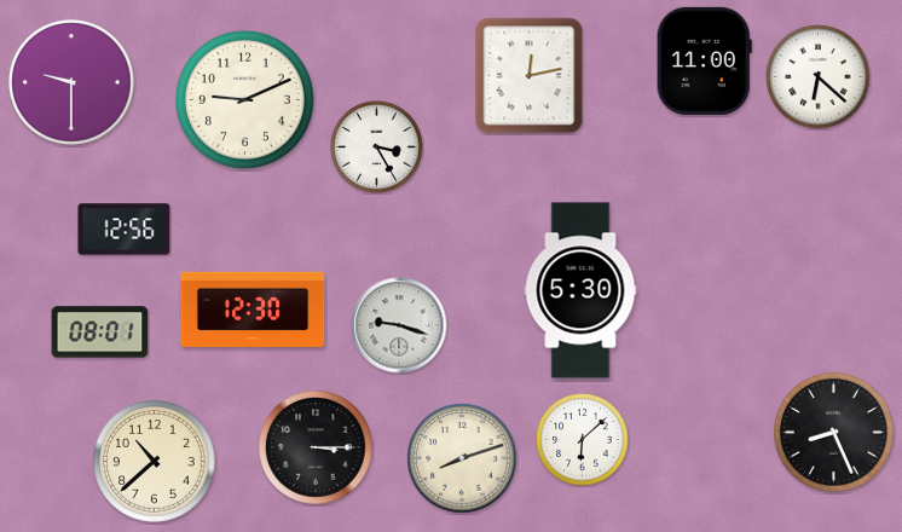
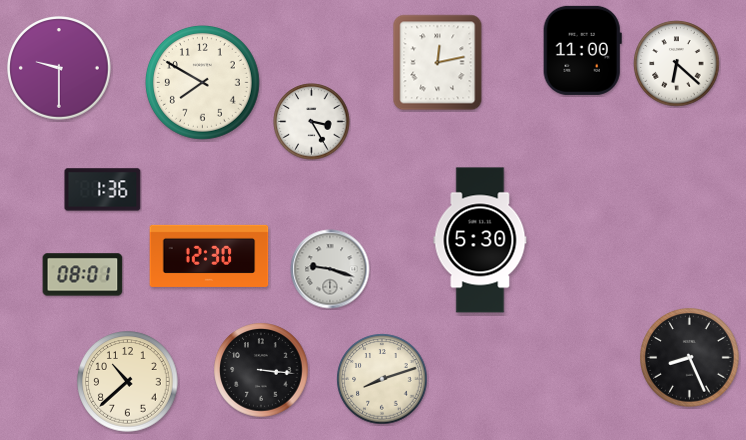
clock at (244, 99): 9:11 -> 7:50
clock at (125, 230): 12:56 -> 1:36
clock at (583, 440): 6:08 -> none
clock at (316, 447): 3:15 -> 3:16
